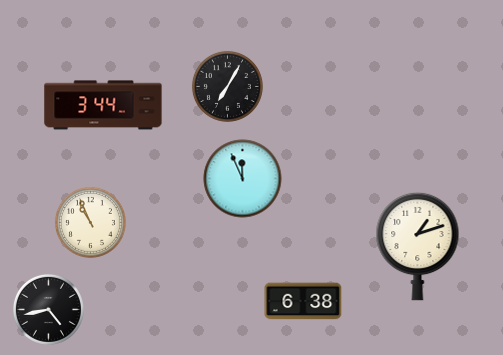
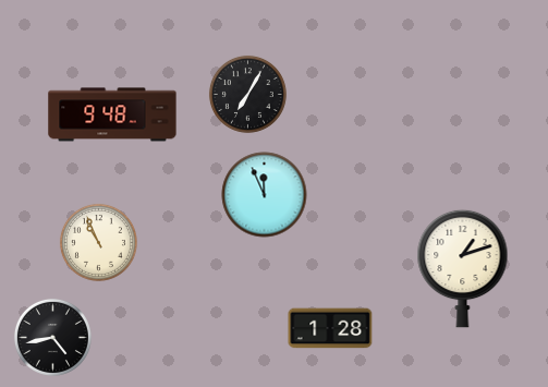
clock at (103, 105): 3:44 -> 9:48
clock at (418, 246) position: (418, 246) -> (463, 268)
clock at (303, 301): 6:38 -> 1:28
